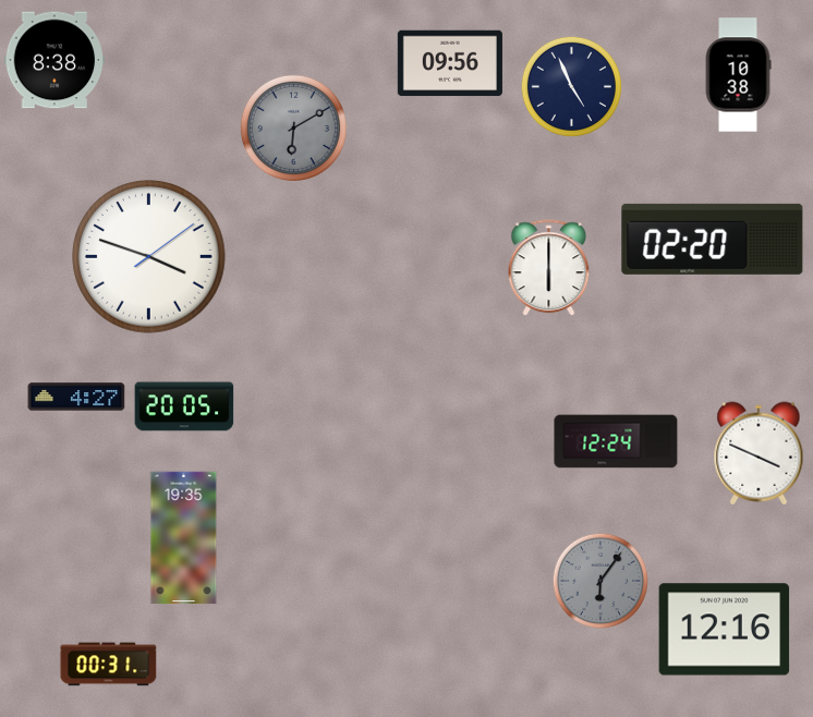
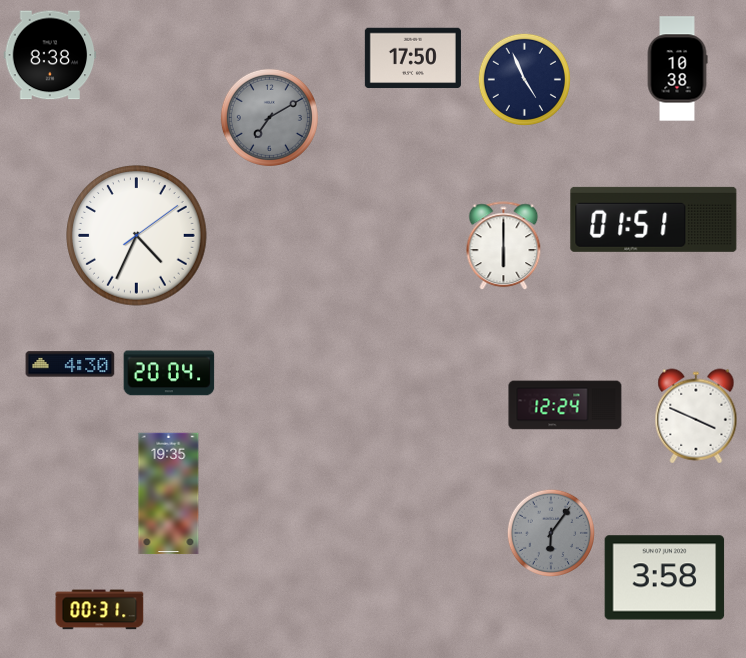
clock at (450, 63): 09:56 -> 17:50
clock at (293, 127): 6:10 -> 7:10
clock at (713, 239): 02:20 -> 01:51
clock at (149, 257): 3:48 -> 4:34
clock at (76, 397): 4:27 -> 4:30
clock at (184, 406): 20:05 -> 20:04
clock at (725, 630): 12:16 -> 3:58
